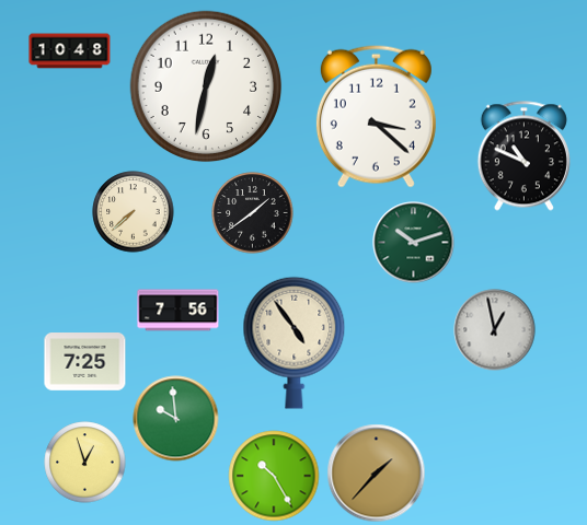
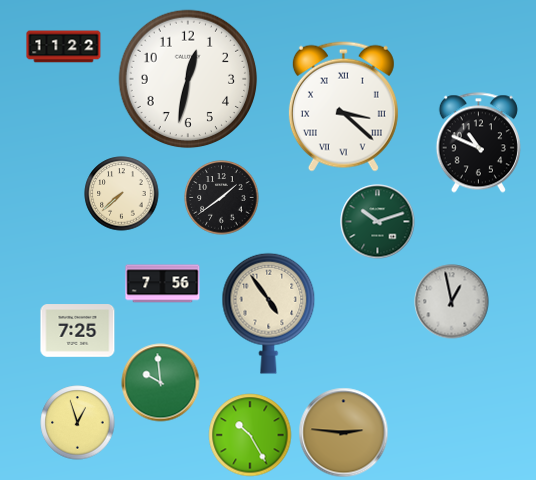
clock at (70, 51): 10:48 -> 11:22
clock at (376, 116) numerals: Arabic -> Roman
clock at (253, 213) position: (253, 213) -> (222, 198)
clock at (377, 474): 1:37 -> 2:46
